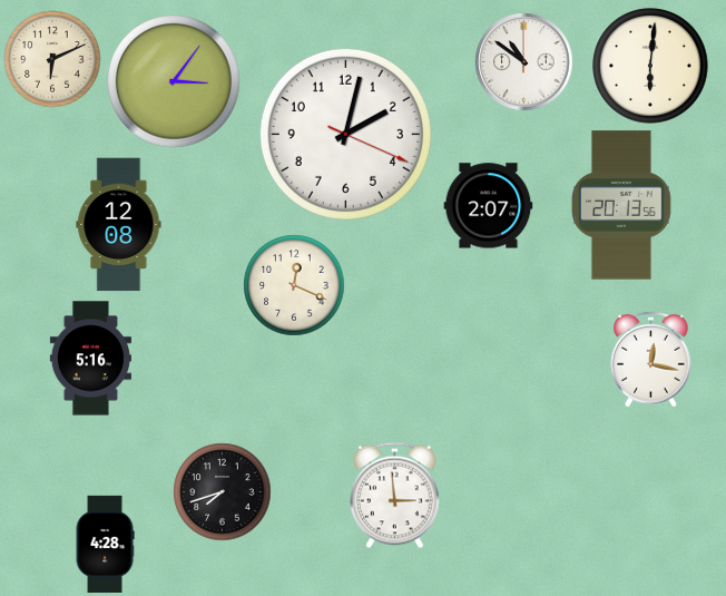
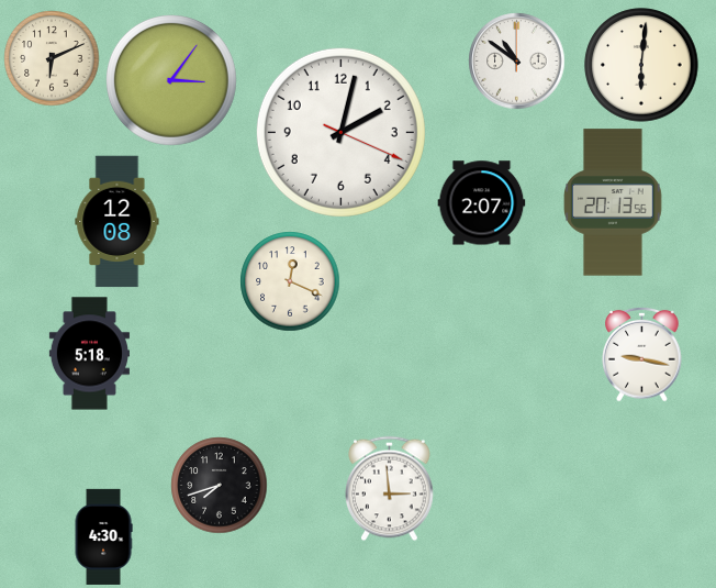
clock at (90, 359): 5:16 -> 5:18
clock at (651, 359): 12:17 -> 9:17
clock at (105, 544): 4:28 -> 4:30
